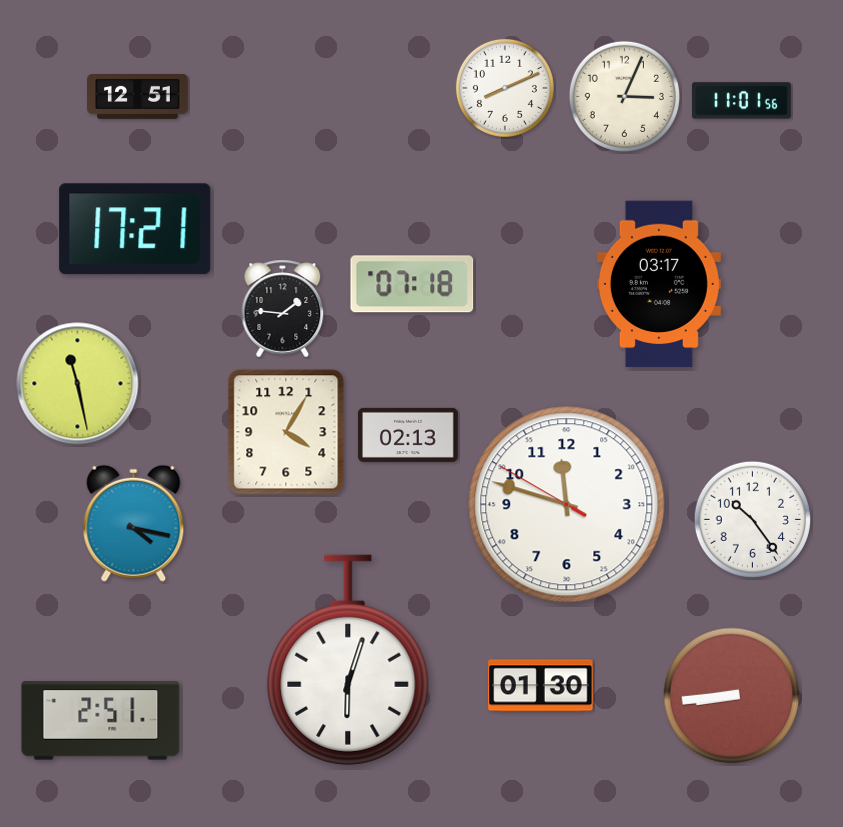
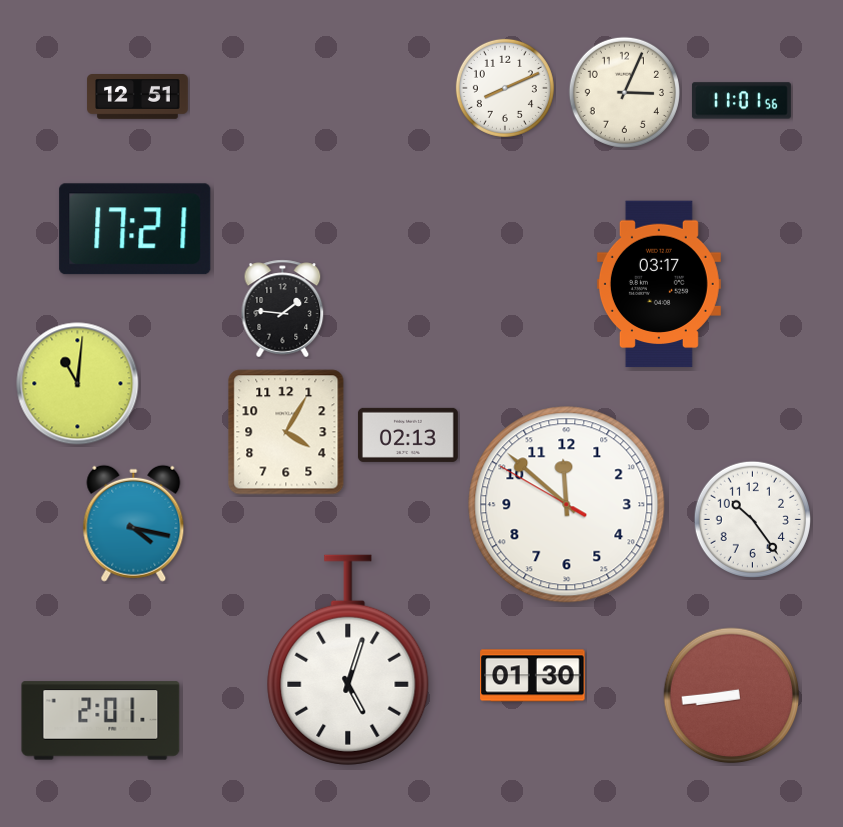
clock at (624, 96) position: (624, 96) -> (624, 92)
clock at (412, 284): 07:18 -> none
clock at (78, 384): 11:28 -> 11:01
clock at (567, 505): 11:47 -> 11:51
clock at (348, 660): 6:03 -> 5:03
clock at (541, 686) position: (541, 686) -> (533, 676)
clock at (101, 721): 2:51 -> 2:01
